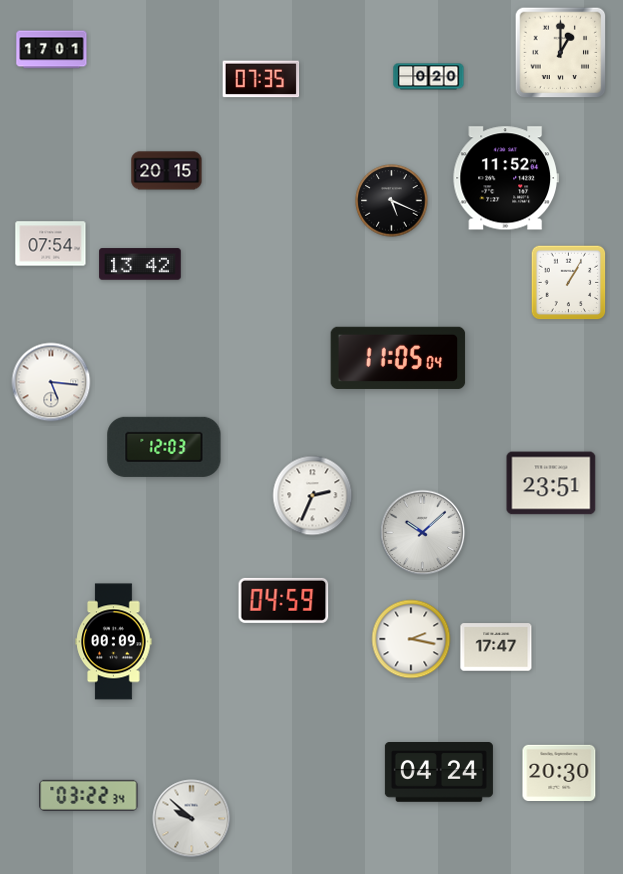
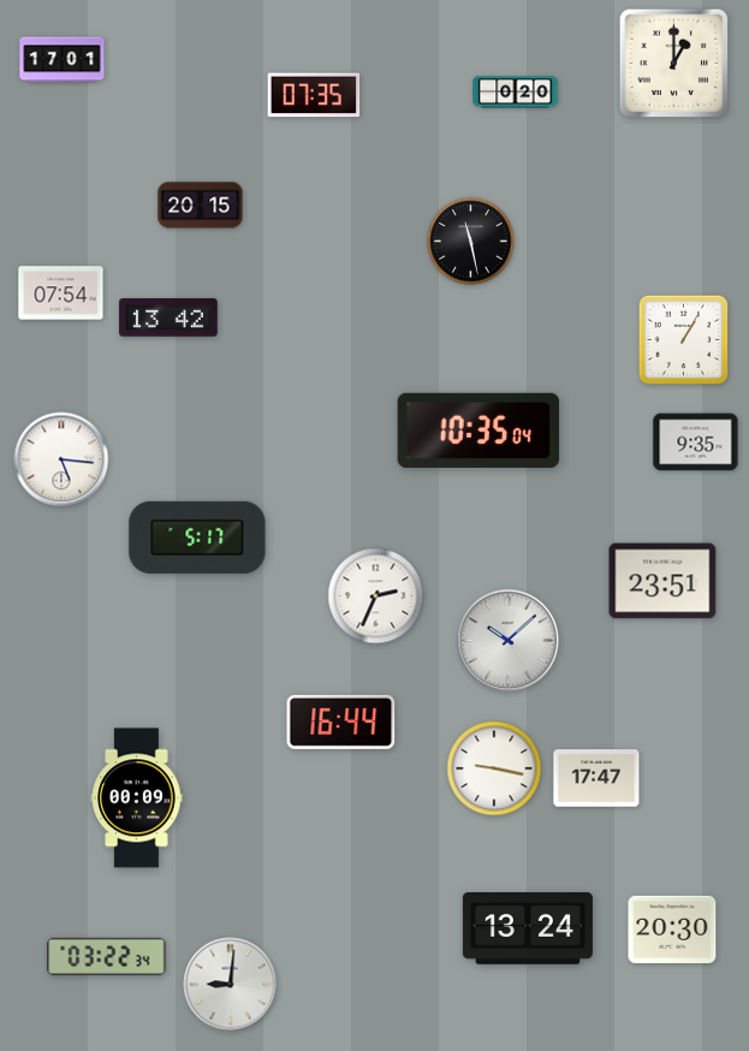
clock at (505, 178): 11:52 -> none
clock at (392, 201): 5:19 -> 11:28
clock at (398, 358): 11:05 -> 10:35
clock at (696, 443): none -> 9:35
clock at (164, 447): 12:03 -> 5:17
clock at (284, 600): 04:59 -> 16:44
clock at (411, 639): 2:17 -> 9:17
clock at (114, 642) position: (114, 642) -> (137, 798)
clock at (439, 773): 04:24 -> 13:24
clock at (192, 819): 9:52 -> 9:01
